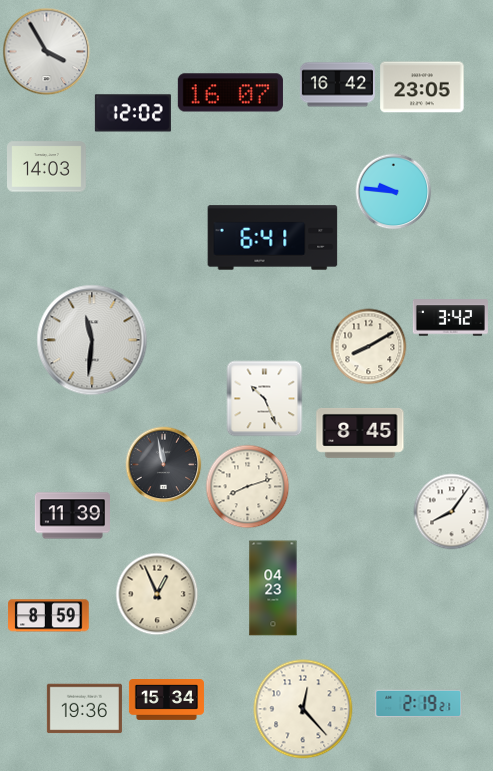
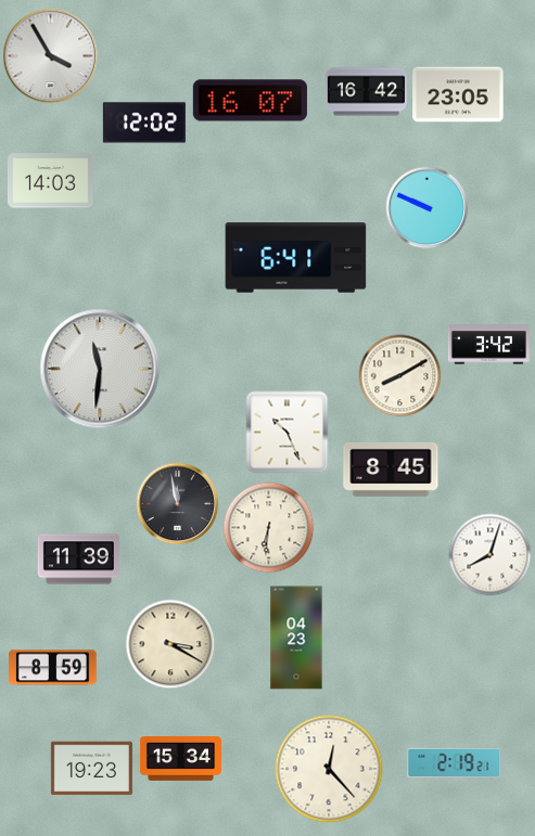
clock at (394, 192): 9:46 -> 9:49
clock at (248, 487): 8:12 -> 6:31
clock at (452, 512): 8:06 -> 8:03
clock at (157, 594): 12:56 -> 3:20
clock at (84, 709): 19:36 -> 19:23
